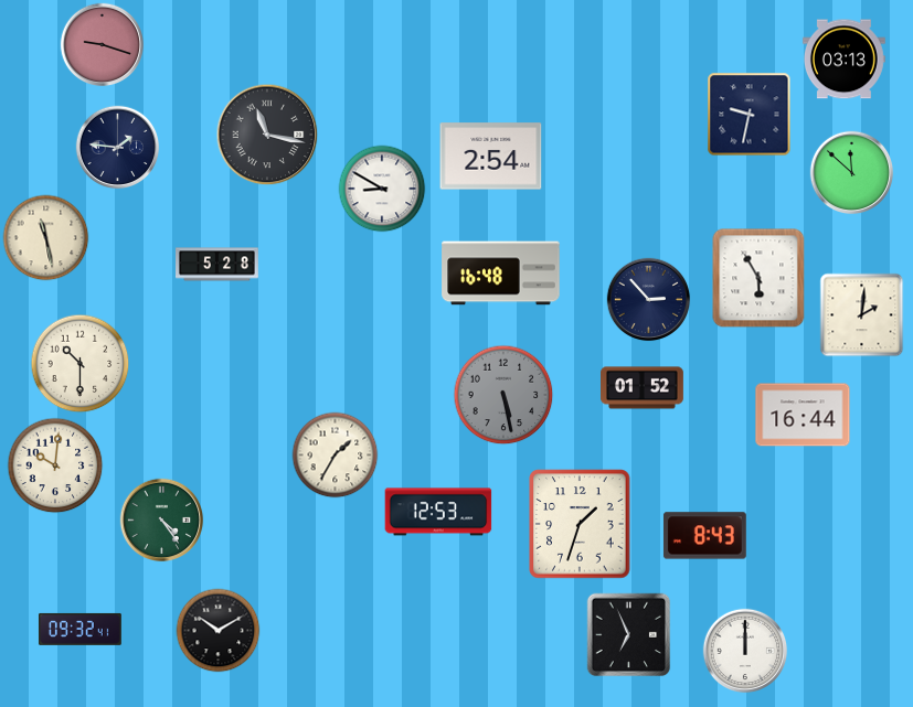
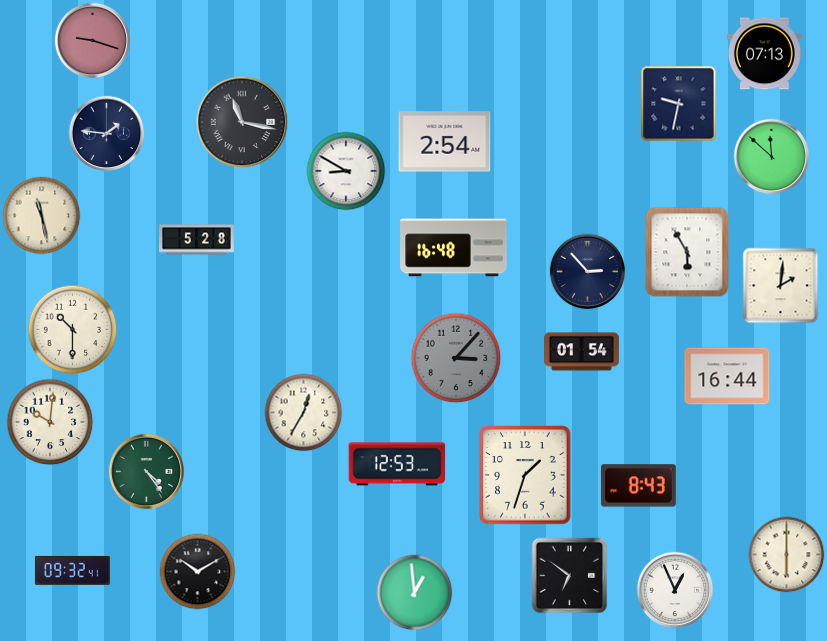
clock at (843, 60): 03:13 -> 07:13
clock at (643, 388): 01:52 -> 01:54
clock at (503, 395): 5:28 -> 3:07
clock at (336, 456): 1:35 -> 12:35
clock at (787, 555): none -> 6:00
clock at (629, 635): 6:56 -> 6:51
clock at (745, 651): 12:00 -> 12:56
clock at (415, 593): none -> 12:59
